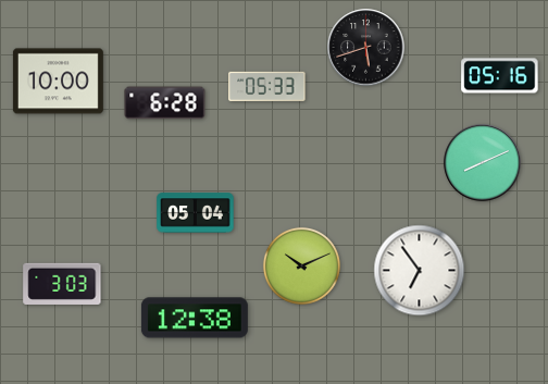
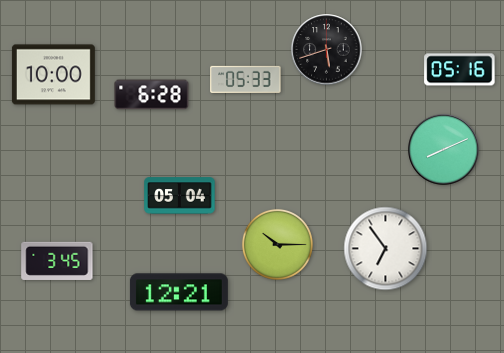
clock at (366, 48) position: (366, 48) -> (327, 50)
clock at (301, 265): 10:11 -> 10:15
clock at (62, 284): 3:03 -> 3:45
clock at (195, 318): 12:38 -> 12:21
